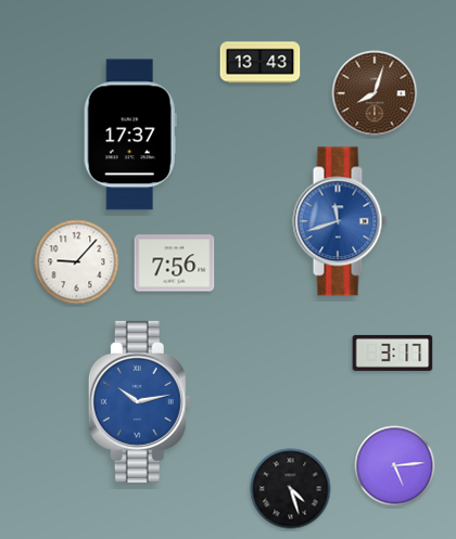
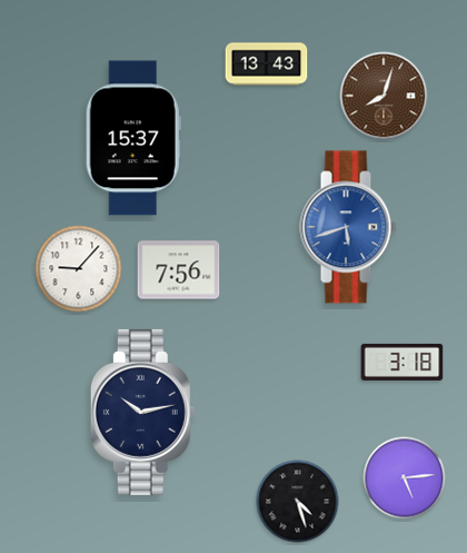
clock at (130, 134): 17:37 -> 15:37
clock at (340, 221): 11:42 -> 5:42
clock at (393, 352): 3:17 -> 3:18
clock at (139, 401) dial: blue -> navy
